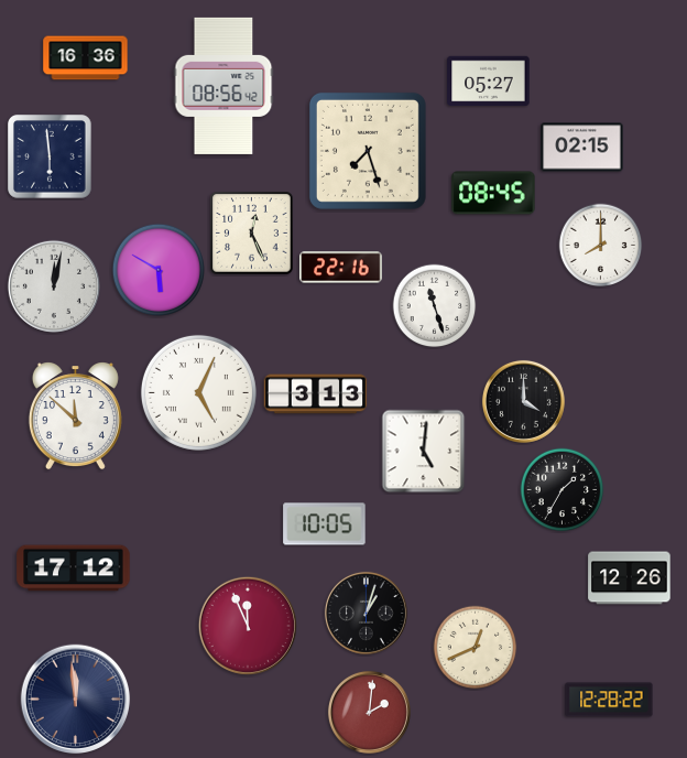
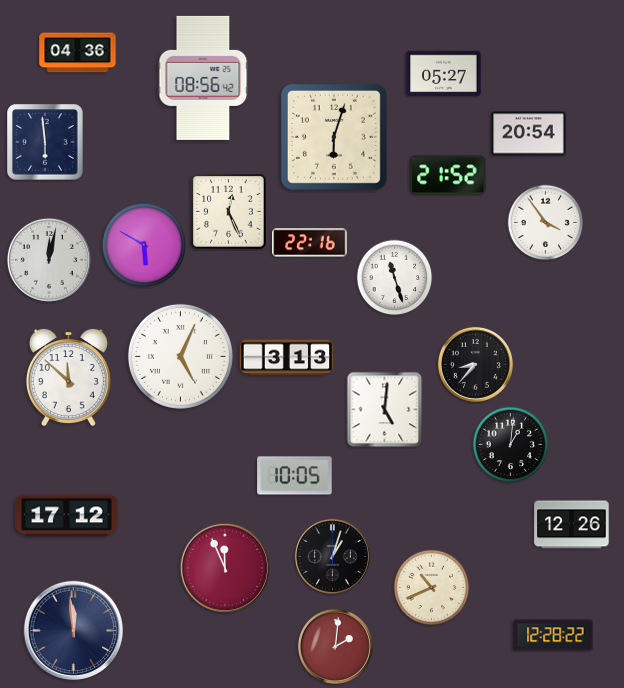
clock at (86, 58): 16:36 -> 04:36
clock at (582, 148): 02:15 -> 20:54
clock at (368, 151): 7:27 -> 6:03
clock at (493, 193): 08:45 -> 21:52
clock at (601, 246): 8:00 -> 3:54
clock at (523, 401): 4:00 -> 8:37
clock at (563, 490): 1:35 -> 1:01
clock at (476, 648): 12:41 -> 10:41
clock at (76, 700) position: (76, 700) -> (74, 631)
